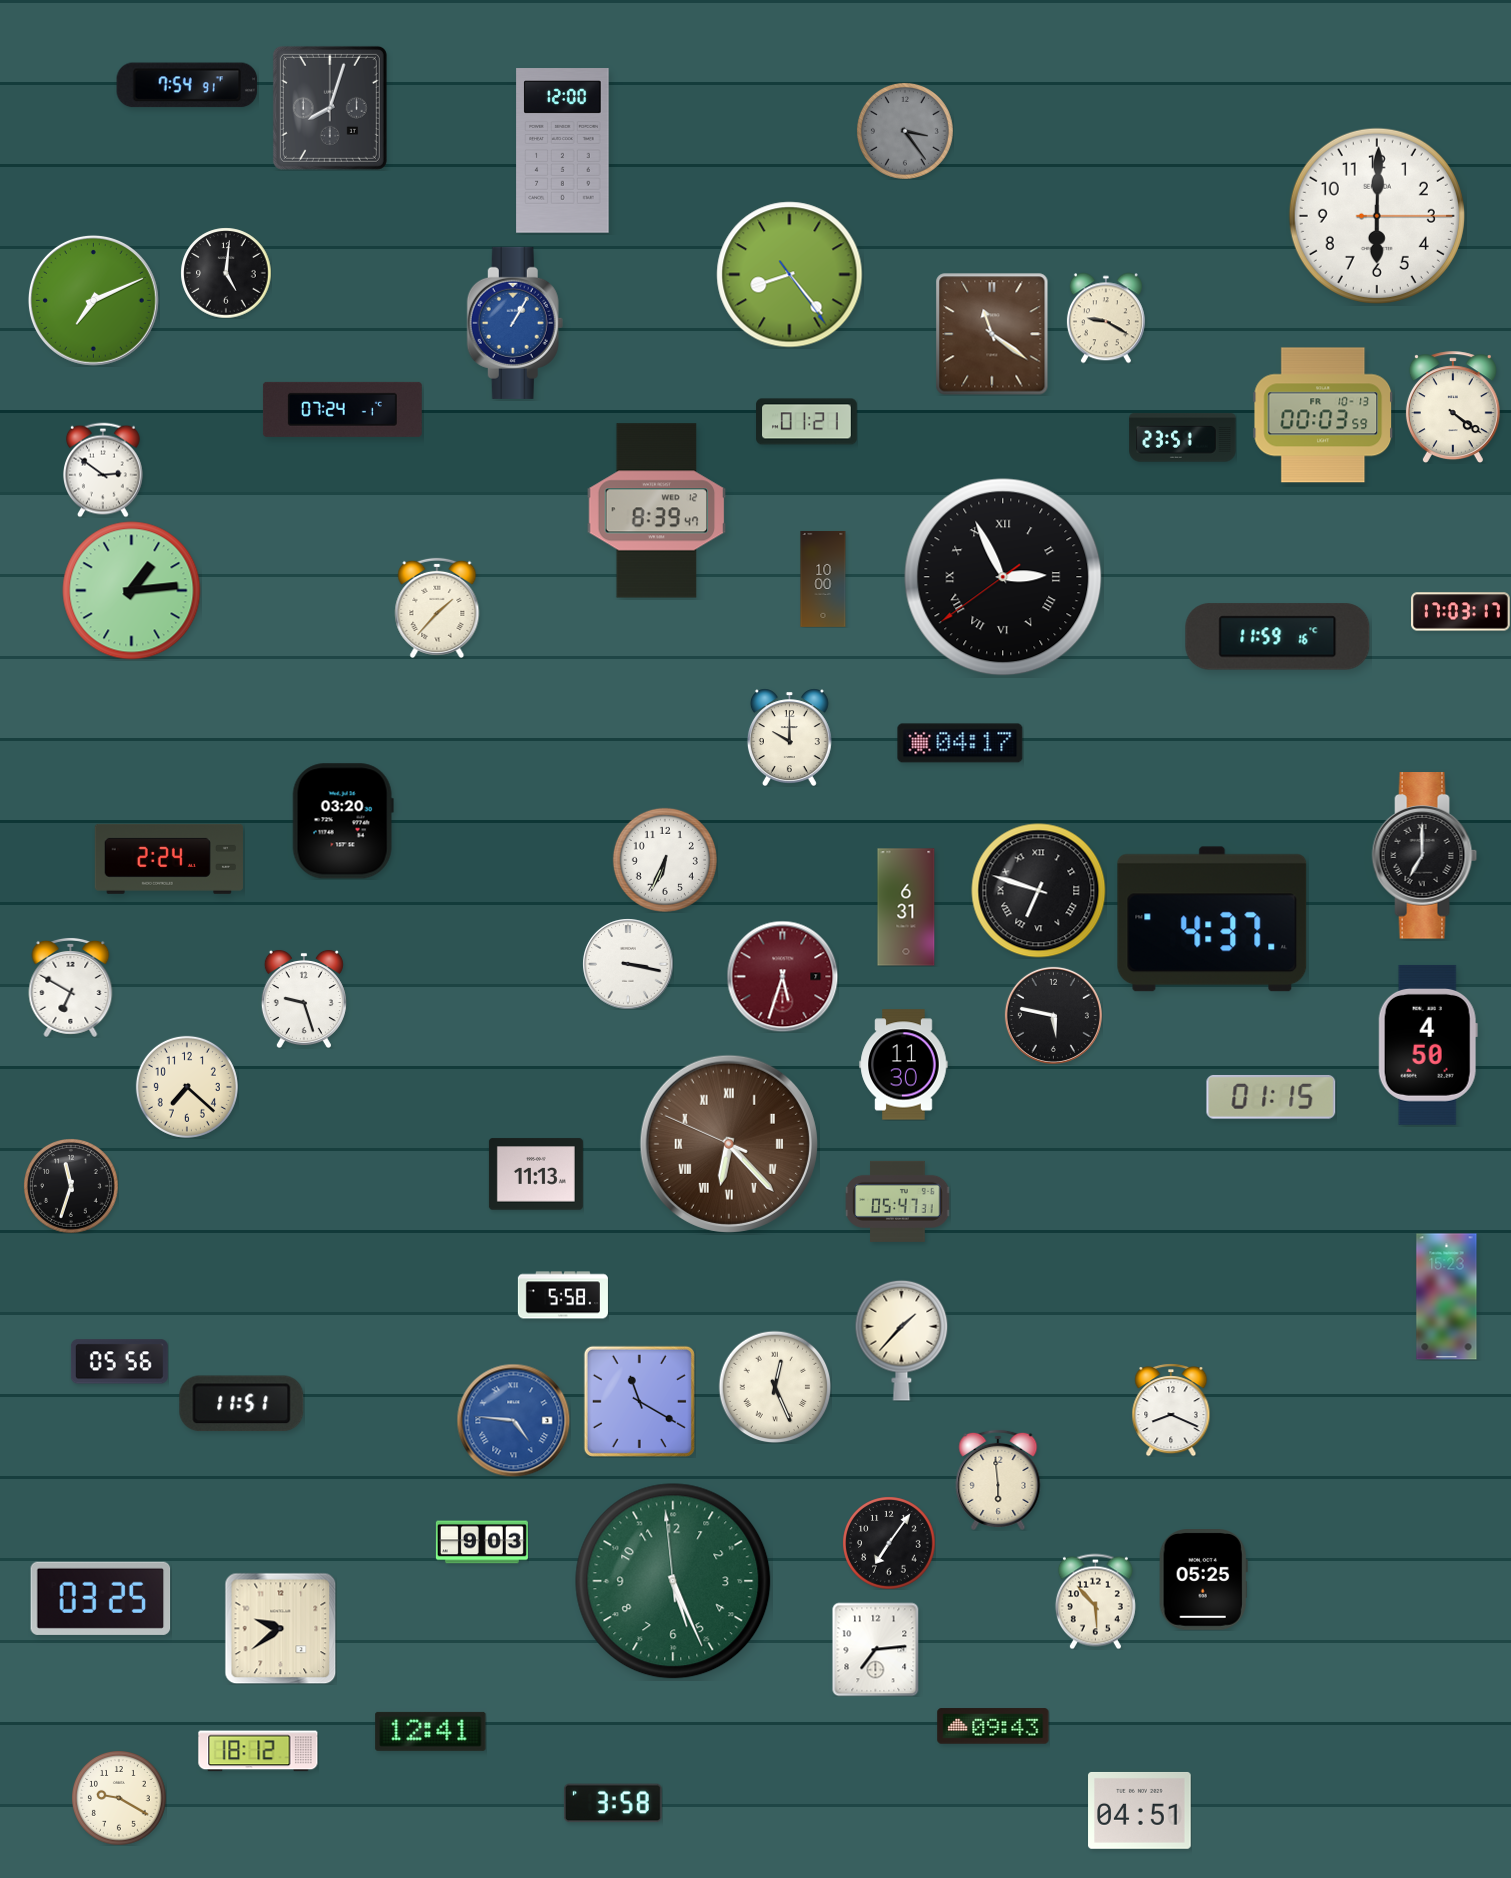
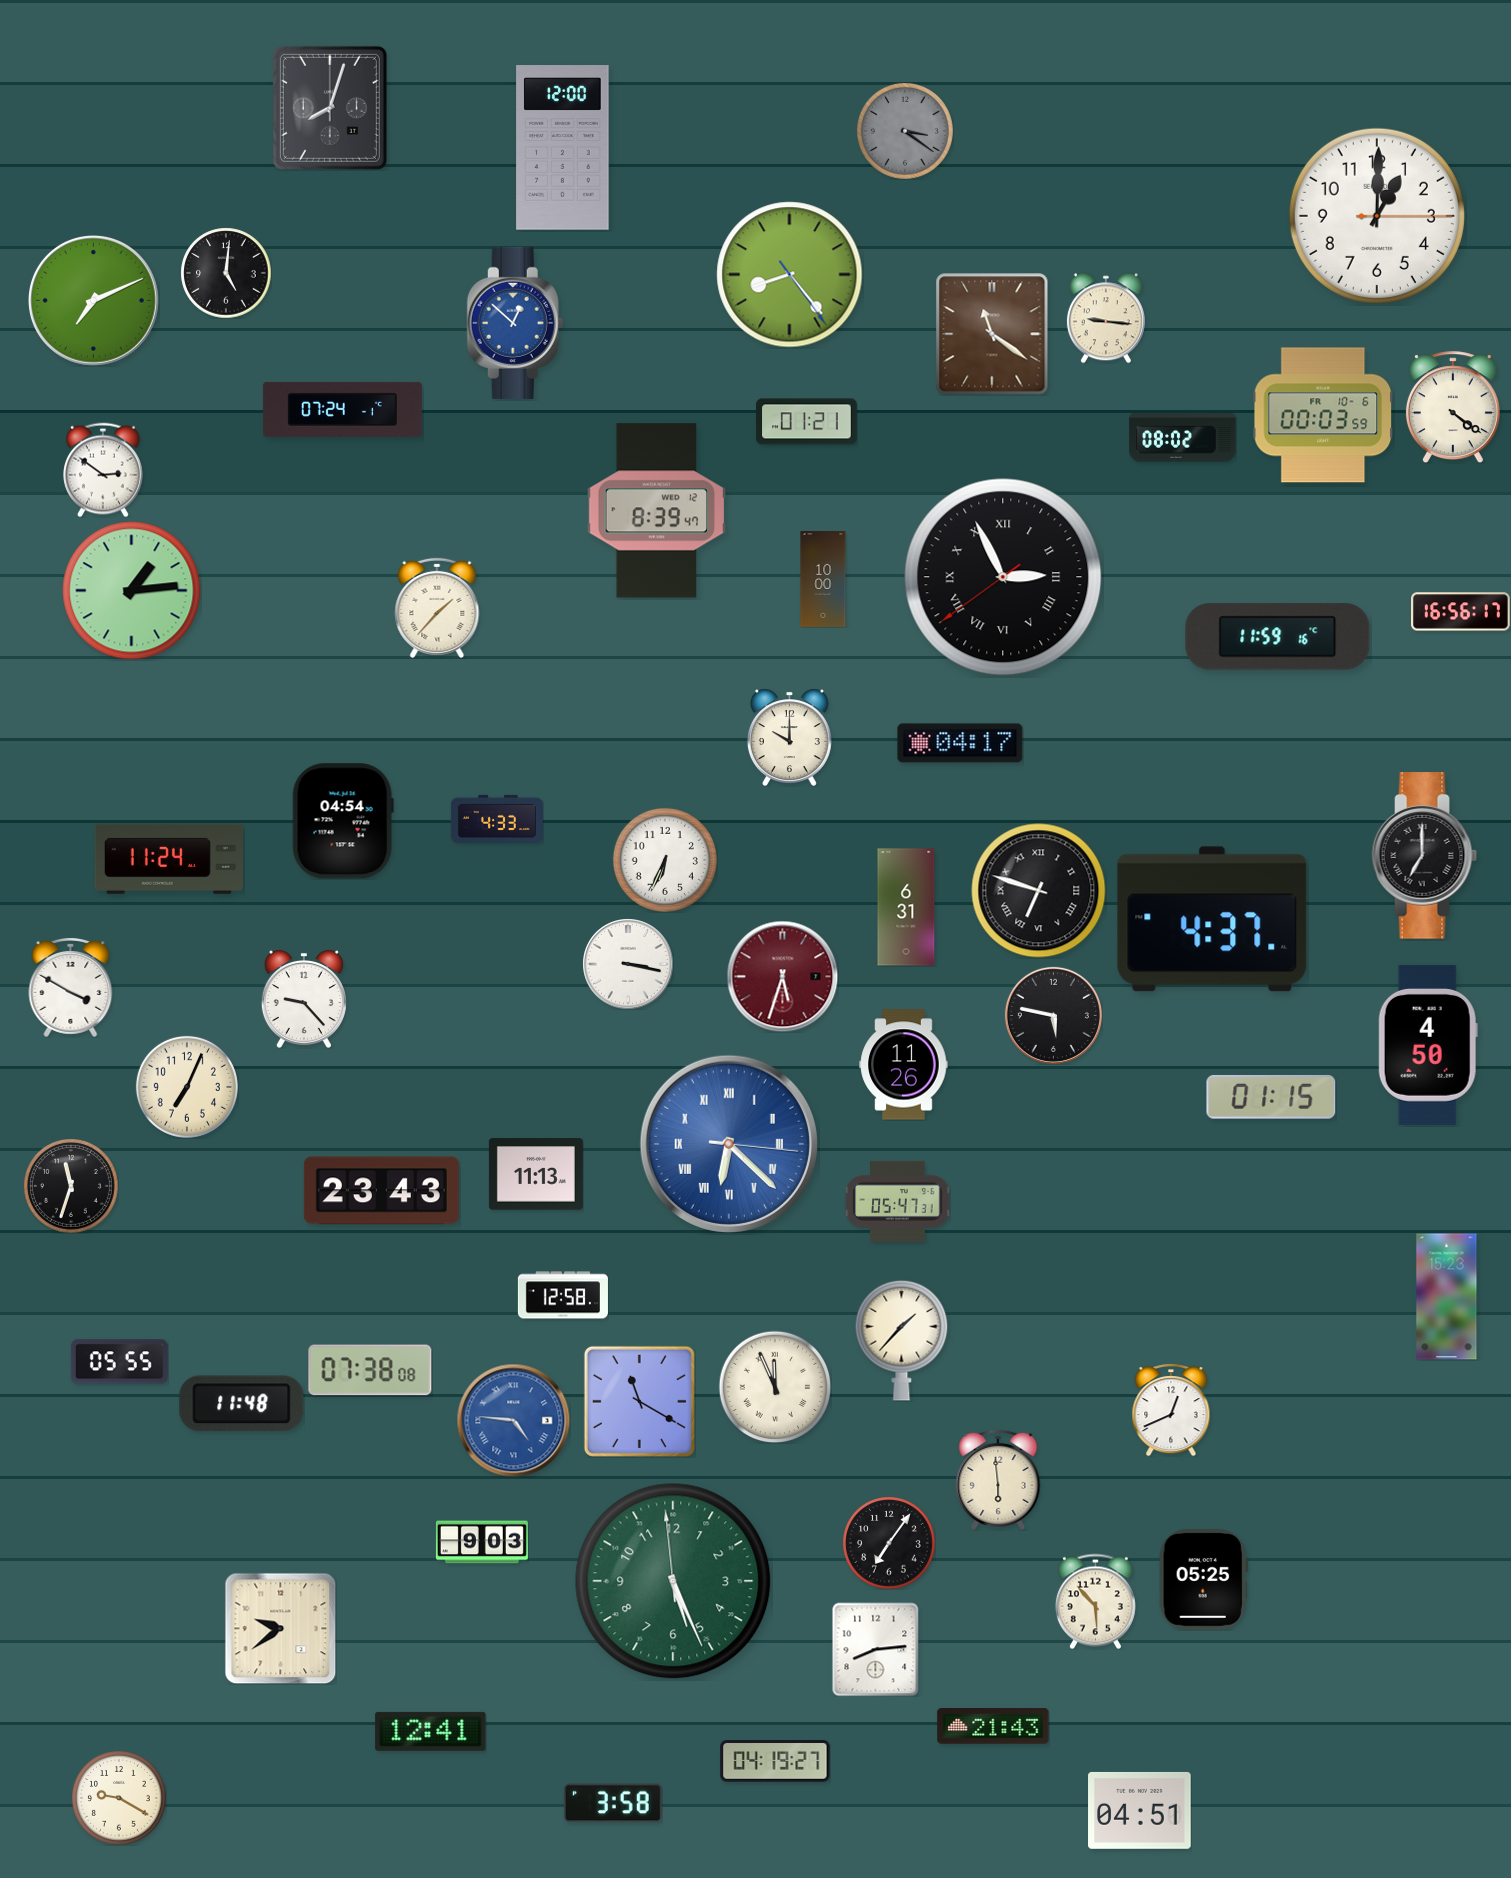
clock at (187, 85): 7:54 -> none
clock at (905, 131): 3:24 -> 3:21
clock at (563, 151) position: (563, 151) -> (563, 148)
clock at (1377, 216): 6:00 -> 1:00
clock at (1106, 318): 9:20 -> 9:16
clock at (515, 323): 1:05 -> 12:52
clock at (1323, 415) date: FR 10-13 -> FR 10-6
clock at (1183, 438): 23:51 -> 08:02
clock at (1461, 612): 17:03 -> 16:56
clock at (497, 819): none -> 4:33
clock at (343, 821): 03:20 -> 04:54
clock at (169, 859): 2:24 -> 11:24
clock at (71, 988): 6:50 -> 3:50
clock at (304, 999): 9:27 -> 9:23
clock at (904, 1065): 11:30 -> 11:26
clock at (187, 1087): 7:22 -> 7:04
clock at (729, 1144): 6:22:49 -> 6:22:16
clock at (729, 1144) dial: brown -> blue
clock at (381, 1191): none -> 23:43
clock at (563, 1295): 5:58 -> 12:58
clock at (119, 1362): 05:56 -> 05:55
clock at (370, 1370): none -> 07:38
clock at (775, 1387): 12:26 -> 11:56
clock at (242, 1404): 11:51 -> 11:48
clock at (1171, 1410): 8:19 -> 12:41
clock at (101, 1598): 03:25 -> none
clock at (876, 1649): 7:14 -> 8:14
clock at (993, 1726): 09:43 -> 21:43
clock at (258, 1751): 18:12 -> none
clock at (775, 1762): none -> 04:19
